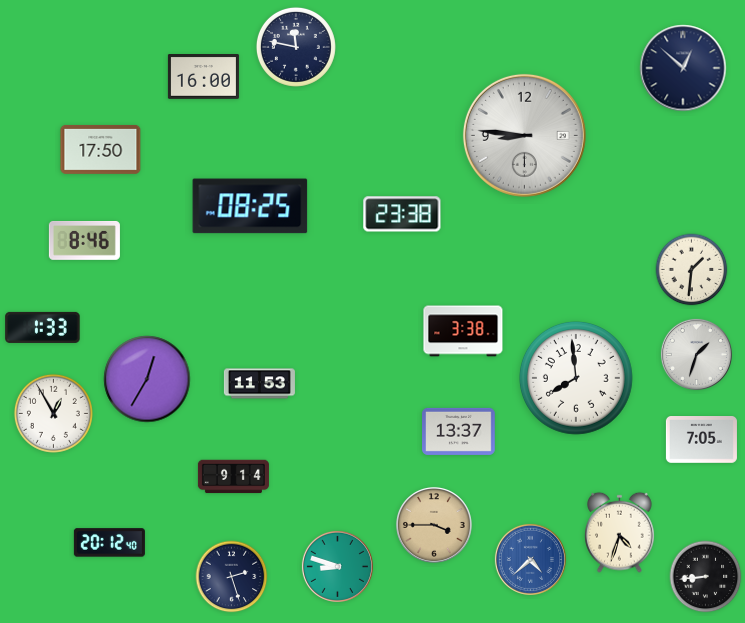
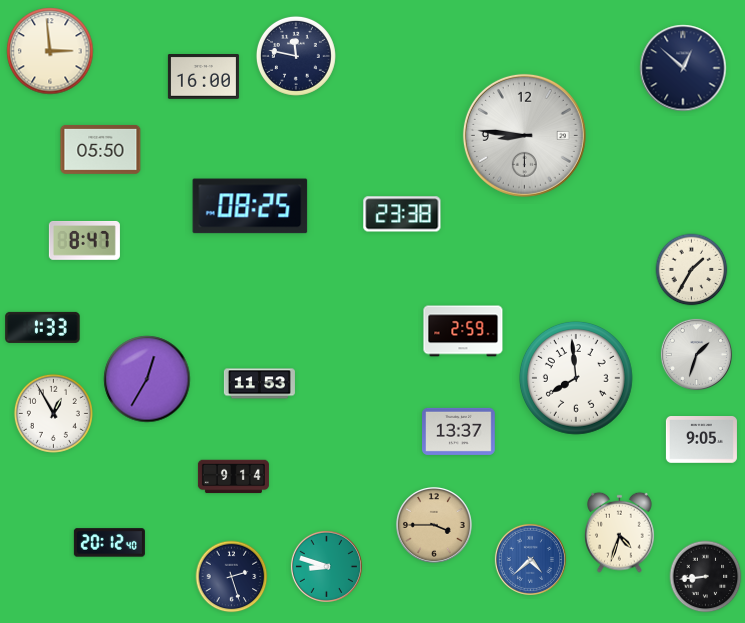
clock at (296, 47) position: (296, 47) -> (296, 56)
clock at (50, 51): none -> 2:59
clock at (101, 149): 17:50 -> 05:50
clock at (84, 240): 8:46 -> 8:47
clock at (692, 270): 1:31 -> 1:35
clock at (463, 331): 3:38 -> 2:59
clock at (701, 440): 7:05 -> 9:05
clock at (337, 566) position: (337, 566) -> (326, 566)
